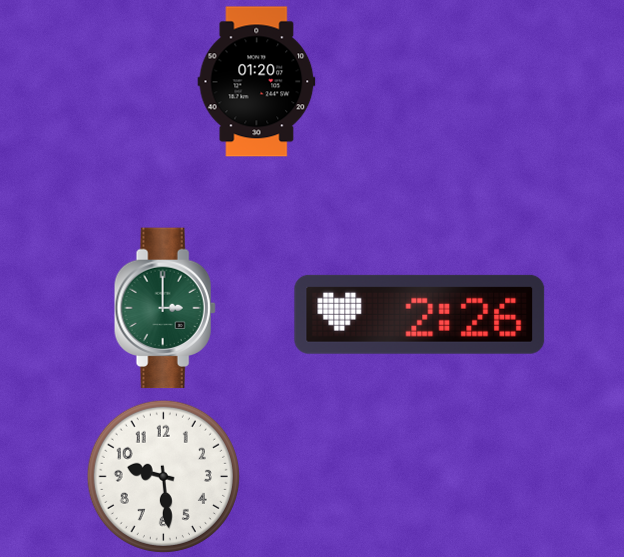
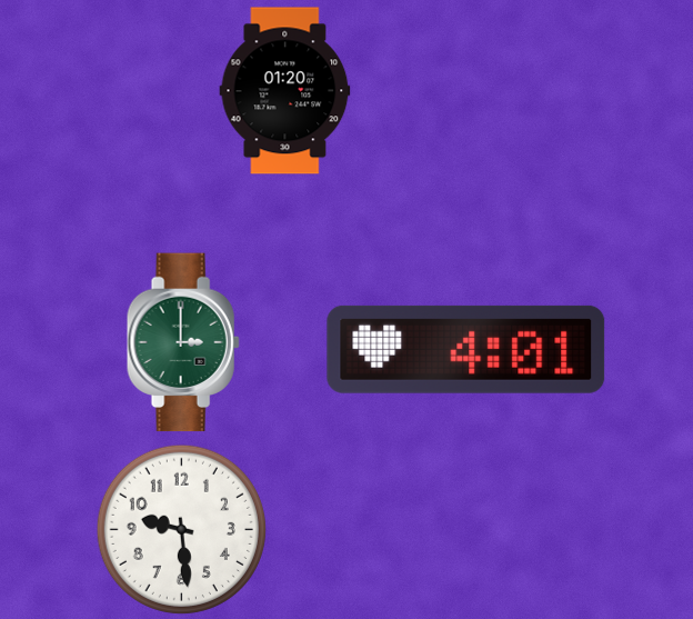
clock at (420, 314): 2:26 -> 4:01
